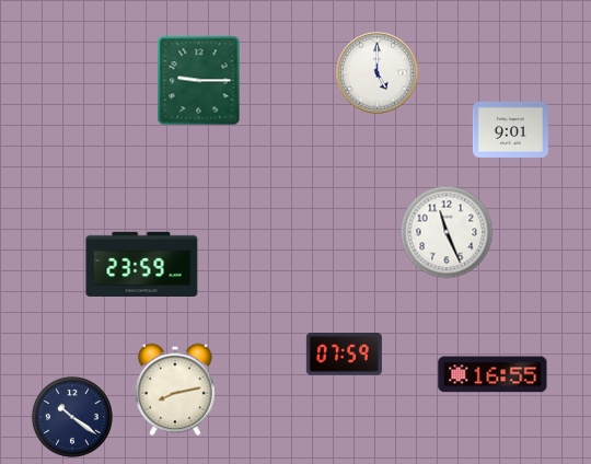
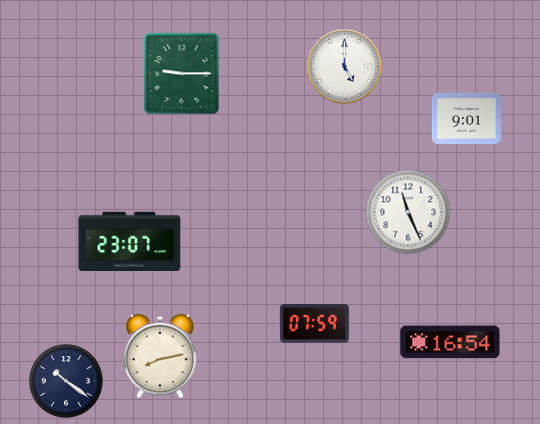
clock at (142, 264): 23:59 -> 23:07
clock at (493, 374): 16:55 -> 16:54
